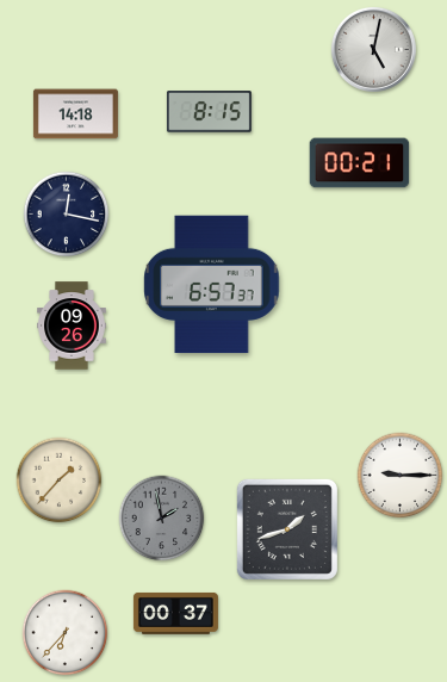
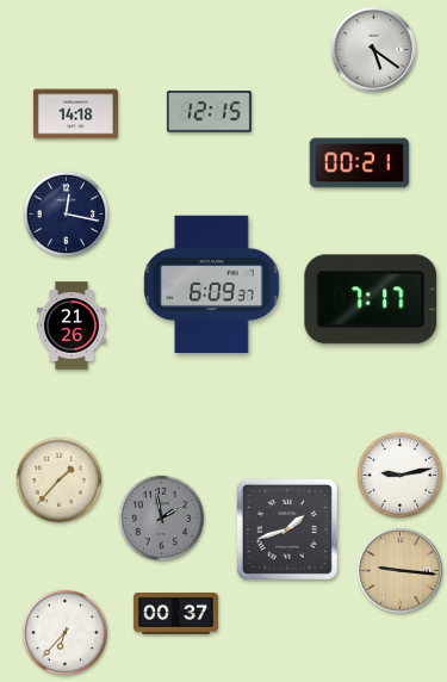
clock at (373, 49): 5:02 -> 5:21
clock at (209, 112): 8:15 -> 12:15
clock at (212, 285): 6:57 -> 6:09
clock at (371, 299): none -> 7:17
clock at (72, 325): 09:26 -> 21:26
clock at (401, 476): 9:15 -> 9:13
clock at (399, 570): none -> 9:16
